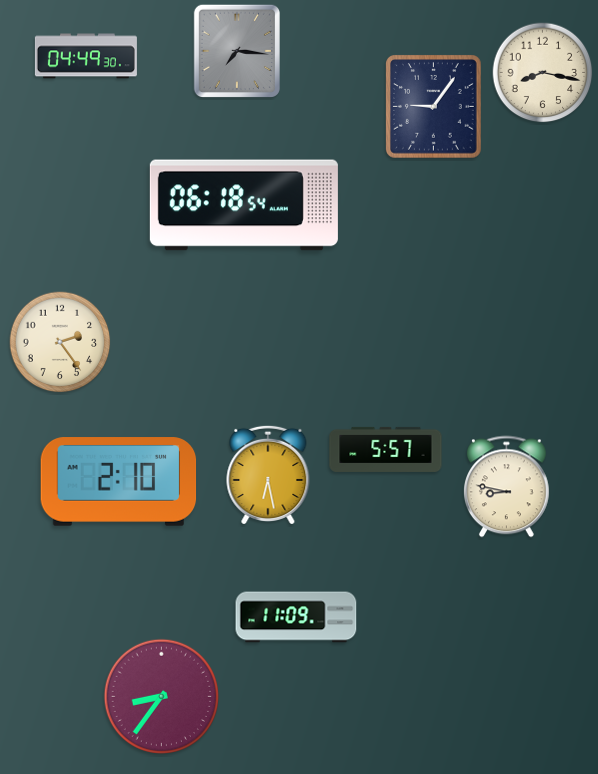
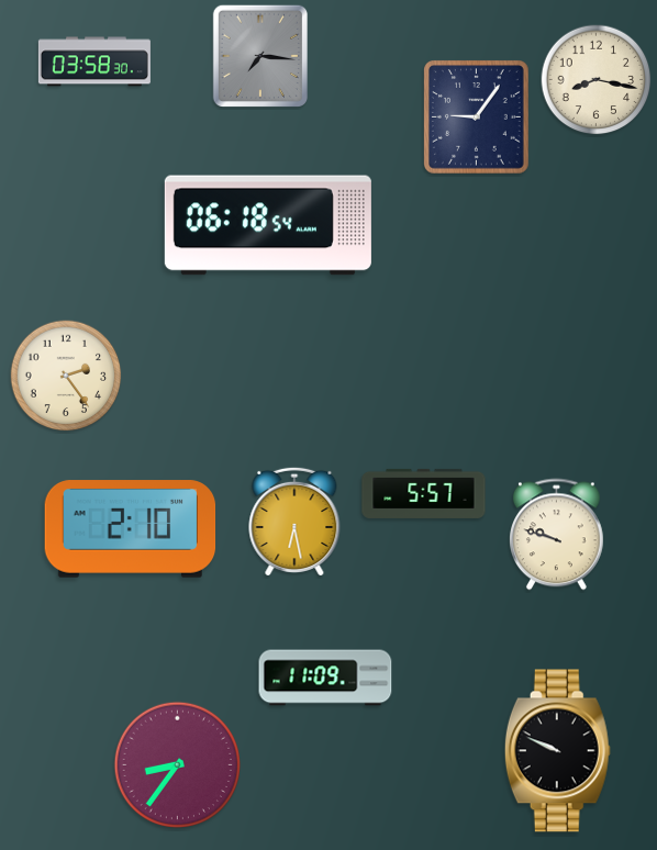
clock at (86, 56): 04:49 -> 03:58
clock at (506, 487): 8:47 -> 9:48
clock at (557, 751): none -> 9:49
